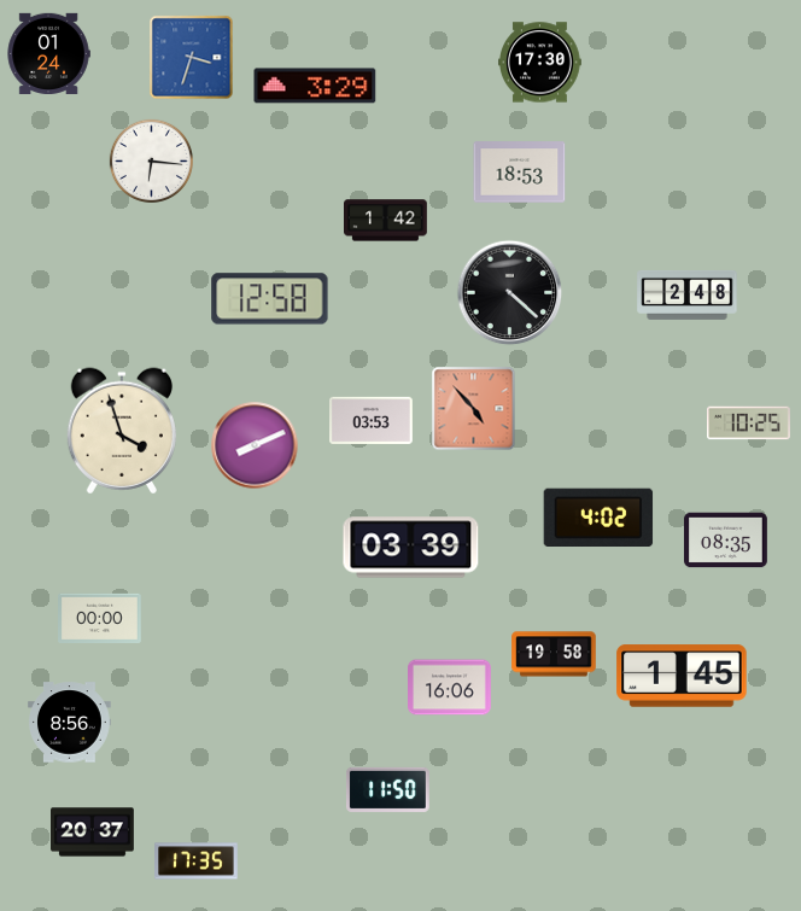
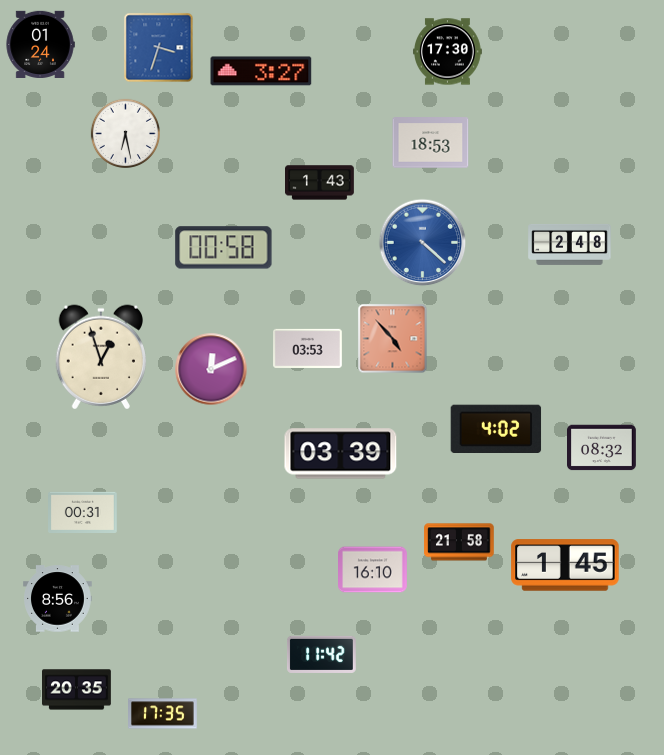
clock at (315, 86): 3:29 -> 3:27
clock at (151, 160): 6:16 -> 6:28
clock at (386, 221): 1:42 -> 1:43
clock at (510, 293) dial: black -> blue
clock at (270, 299): 12:58 -> 00:58
clock at (749, 424): 10:25 -> none
clock at (121, 431): 3:57 -> 12:57
clock at (255, 445): 8:11 -> 12:11
clock at (726, 541): 08:35 -> 08:32
clock at (100, 618): 00:00 -> 00:31
clock at (554, 654): 19:58 -> 21:58
clock at (682, 676) position: (682, 676) -> (565, 565)
clock at (450, 688): 16:06 -> 16:10
clock at (388, 789): 11:50 -> 11:42
clock at (93, 833): 20:37 -> 20:35
